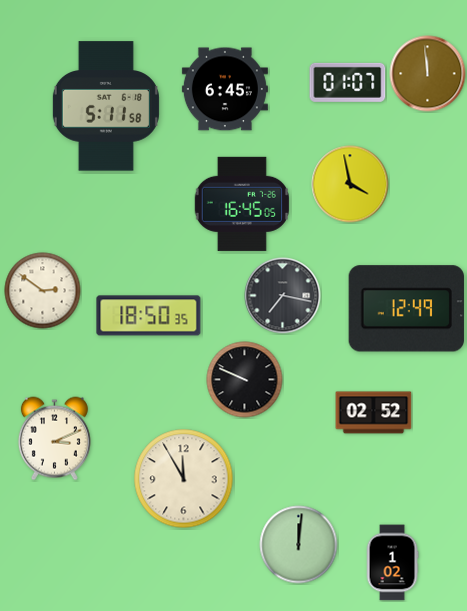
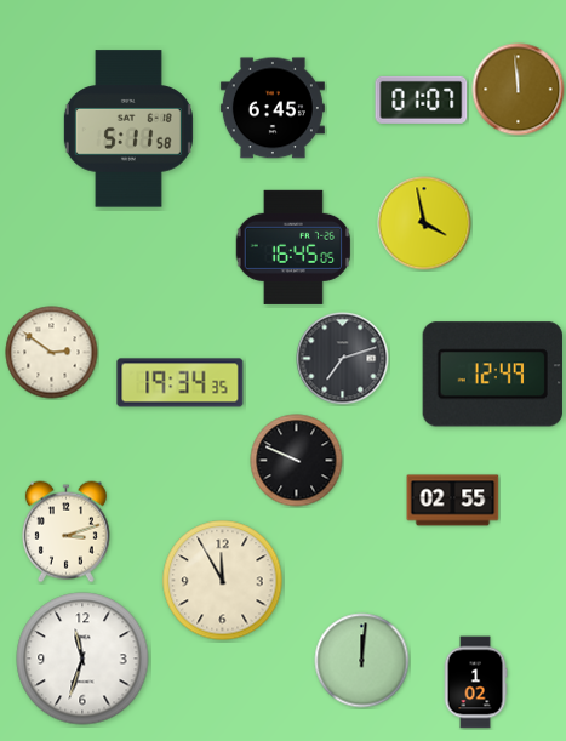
clock at (283, 296): 7:17 -> 7:12
clock at (149, 316): 18:50 -> 19:34
clock at (374, 413): 02:52 -> 02:55
clock at (54, 439): 3:11 -> 3:12
clock at (82, 659): none -> 11:33
